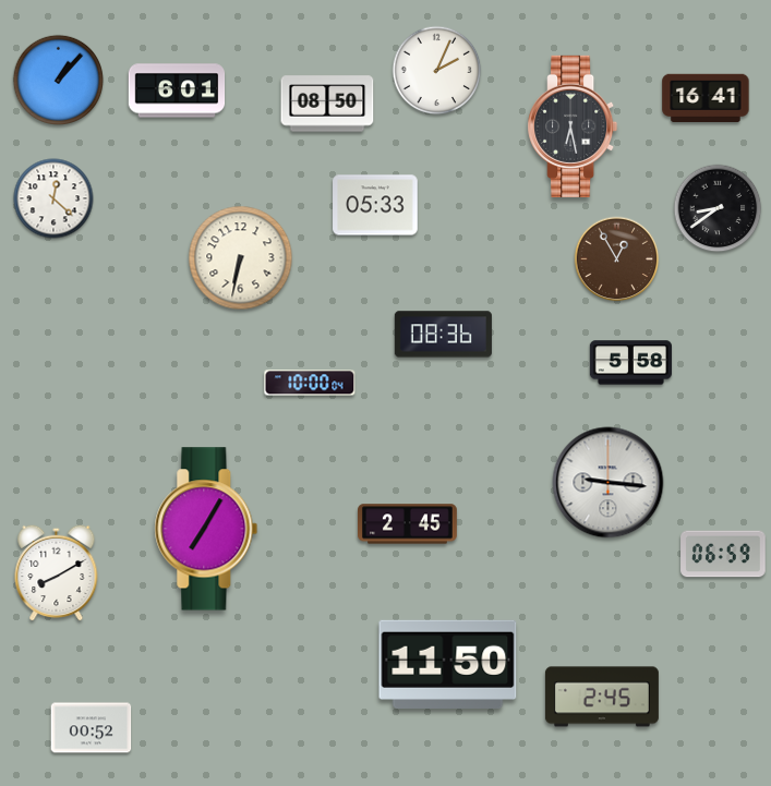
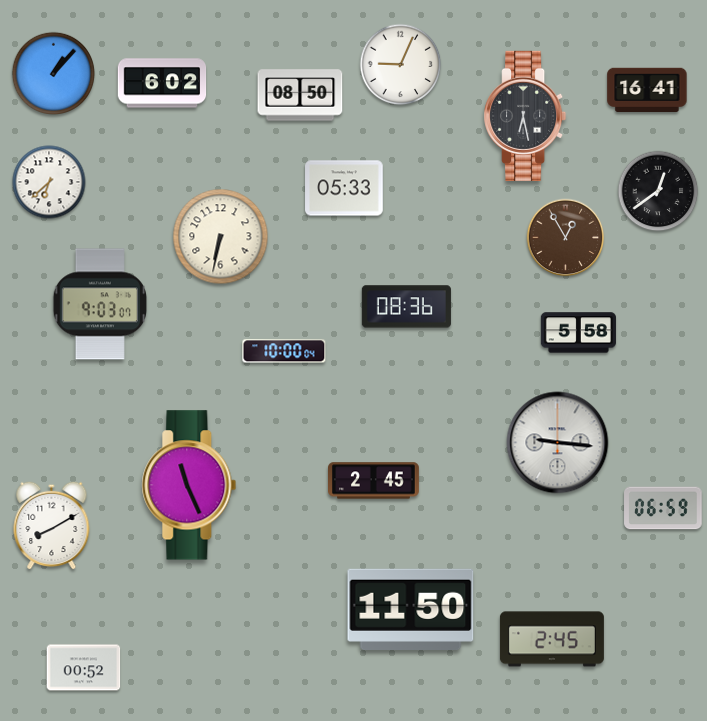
clock at (437, 71): 2:04 -> 9:04
clock at (177, 90): 6:01 -> 6:02
clock at (53, 198): 12:22 -> 6:38
clock at (718, 208): 8:39 -> 12:39
clock at (99, 304): none -> 9:03
clock at (206, 529): 7:05 -> 11:26
